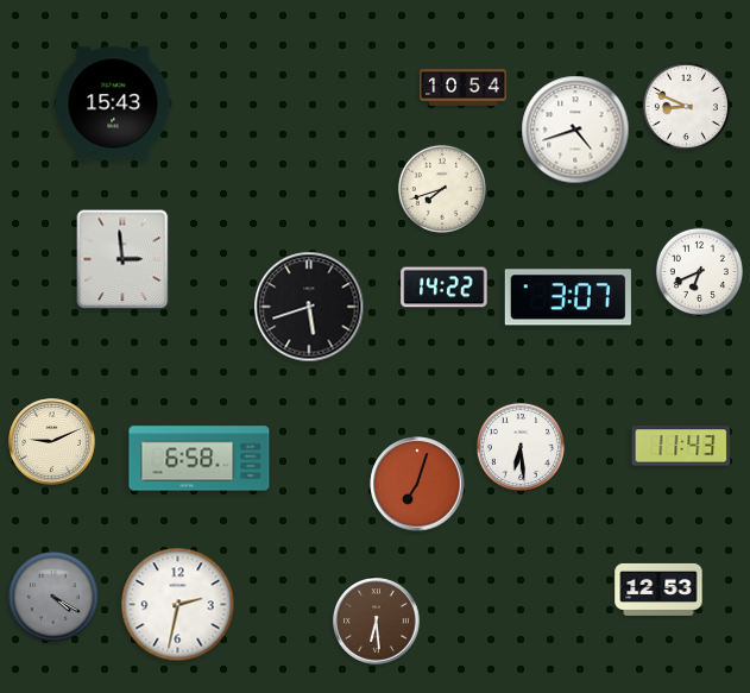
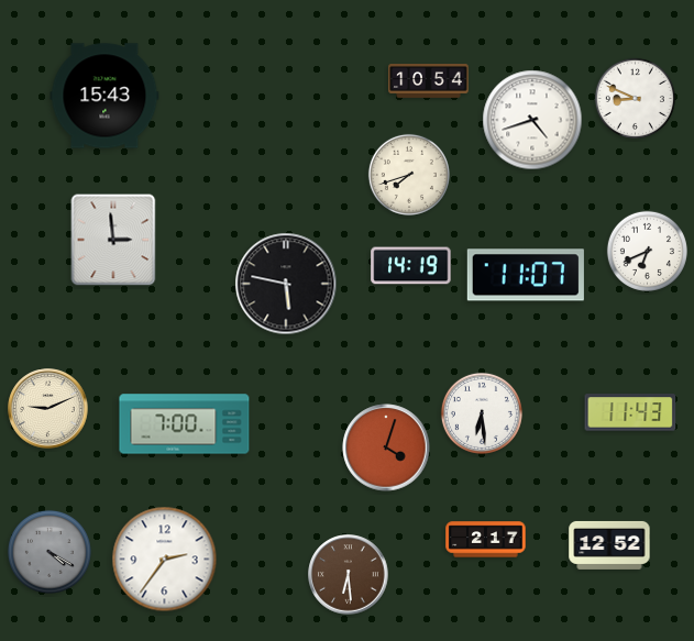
clock at (445, 288): 14:22 -> 14:19
clock at (568, 297): 3:07 -> 11:07
clock at (309, 307): 5:42 -> 5:47
clock at (200, 459): 6:58 -> 7:00
clock at (417, 484): 7:03 -> 4:03
clock at (486, 540): none -> 2:17
clock at (658, 590): 12:53 -> 12:52
clock at (178, 605): 2:32 -> 2:36
